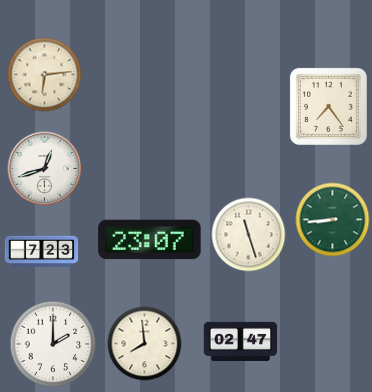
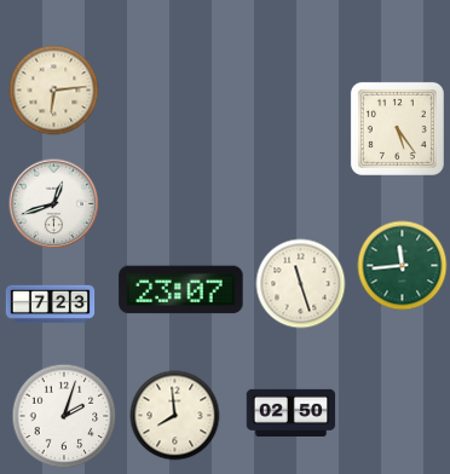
clock at (328, 106): 7:24 -> 5:24
clock at (333, 220): 8:44 -> 11:44
clock at (241, 341): 02:47 -> 02:50
clock at (53, 344): 2:00 -> 2:03
